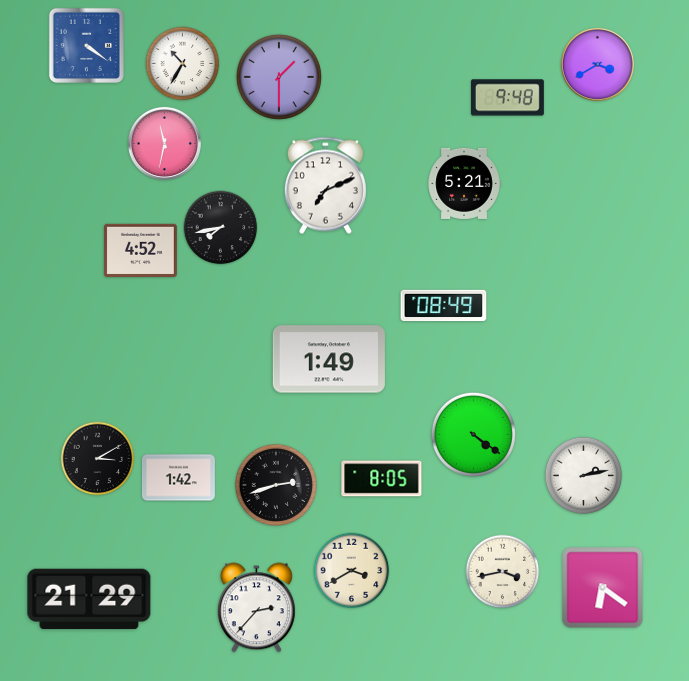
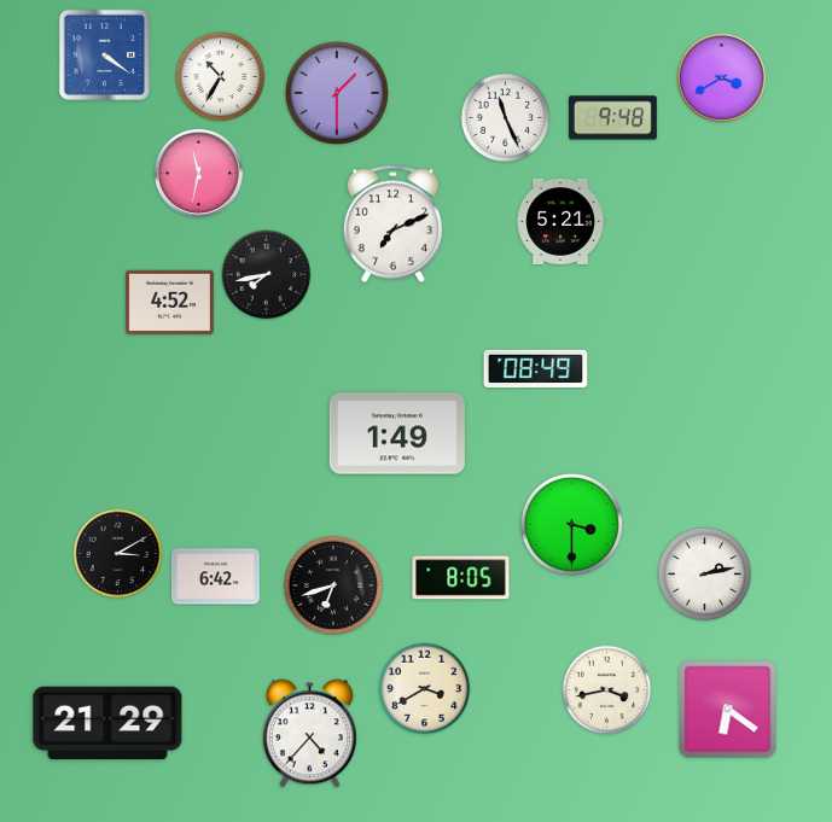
clock at (506, 118): none -> 11:26
clock at (473, 434): 4:21 -> 3:30
clock at (178, 478): 1:42 -> 6:42
clock at (276, 485): 2:42 -> 6:42
clock at (256, 608): 2:37 -> 4:37
